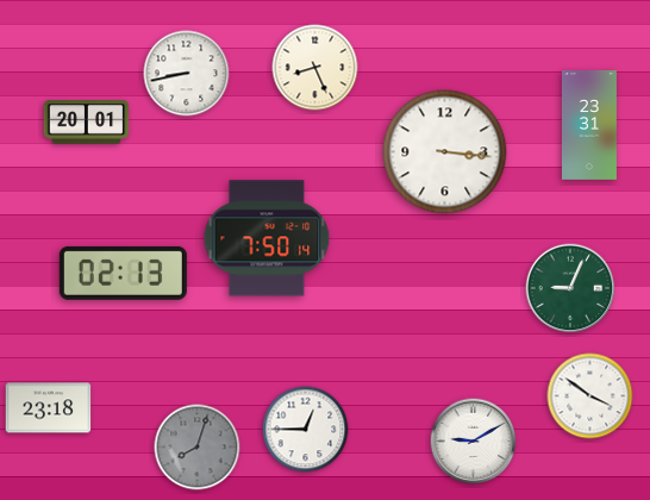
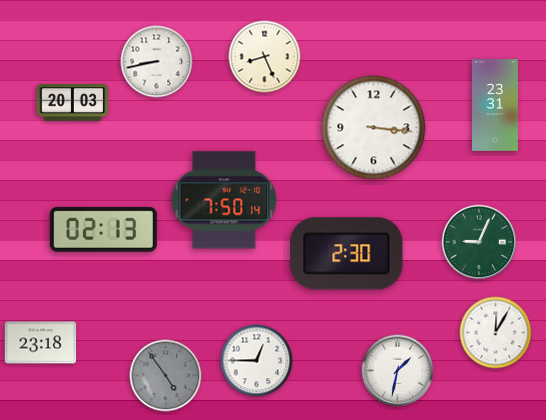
clock at (87, 123): 20:01 -> 20:03
clock at (347, 254): none -> 2:30
clock at (590, 396): 3:51 -> 12:05
clock at (474, 442): 9:10 -> 1:32
clock at (198, 448): 8:03 -> 4:54
